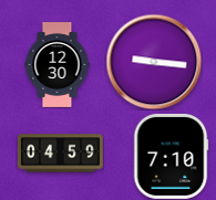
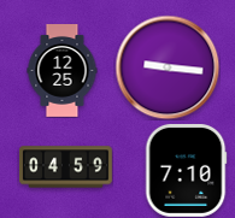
clock at (58, 65): 12:30 -> 12:25
